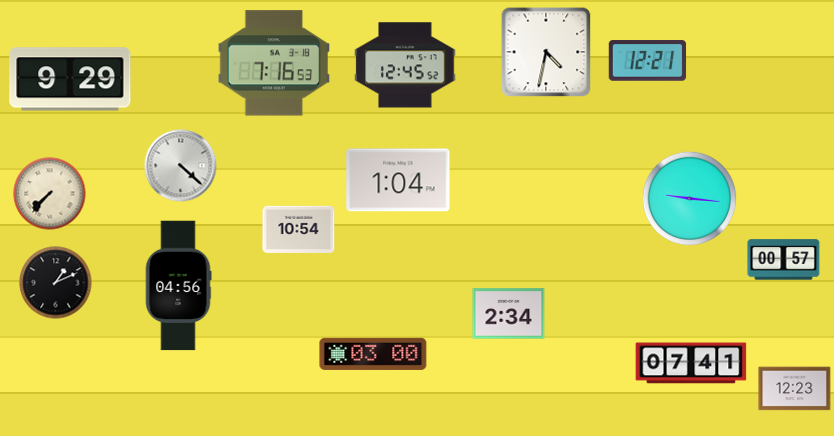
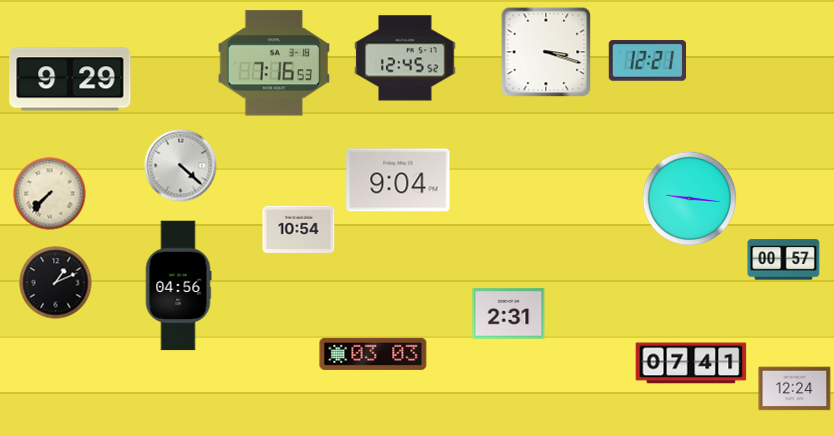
clock at (546, 52): 4:32 -> 3:18
clock at (405, 65) position: (405, 65) -> (405, 58)
clock at (398, 180): 1:04 -> 9:04
clock at (509, 314): 2:34 -> 2:31
clock at (373, 354): 03:00 -> 03:03
clock at (795, 389): 12:23 -> 12:24
